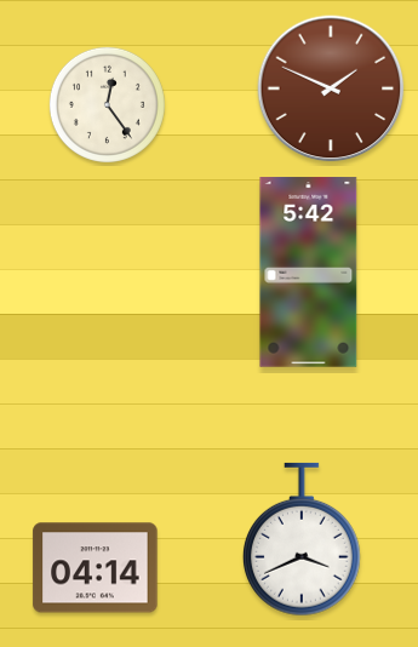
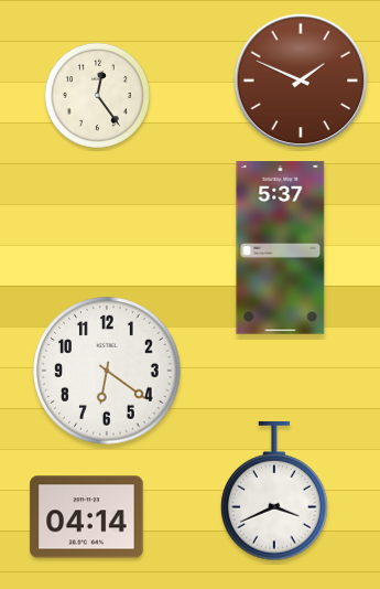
clock at (309, 273): 5:42 -> 5:37
clock at (107, 371): none -> 6:21
